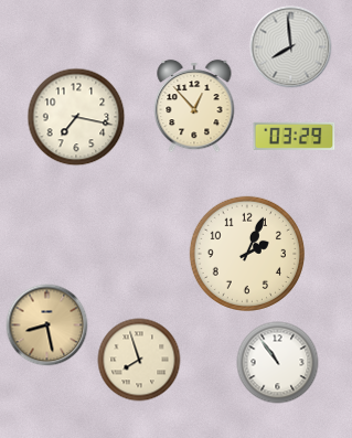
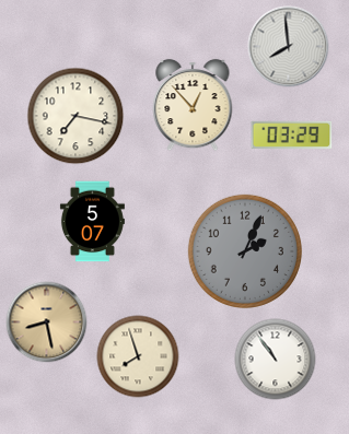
clock at (92, 222): none -> 5:07
clock at (247, 254) dial: cream -> grey
